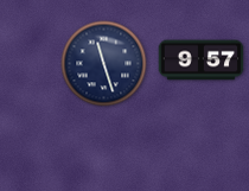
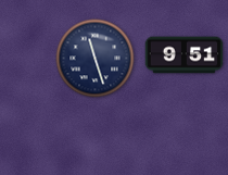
clock at (202, 61): 9:57 -> 9:51
